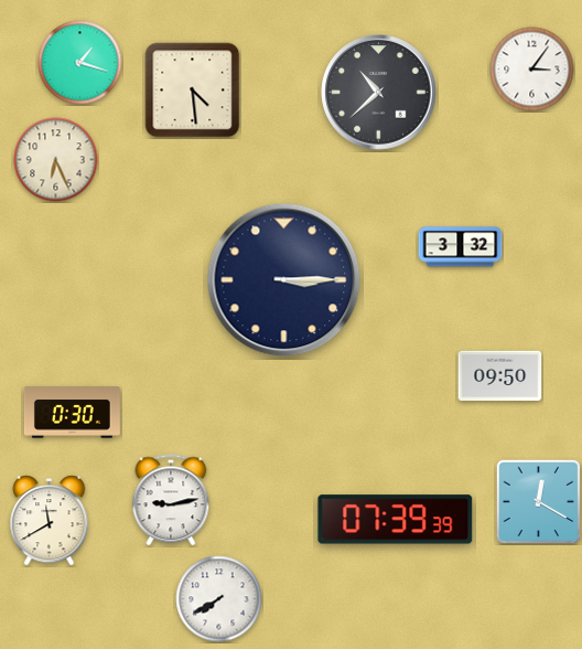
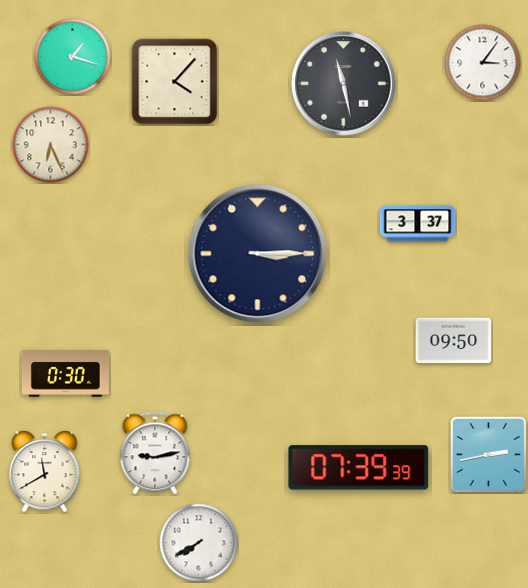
clock at (193, 91): 4:29 -> 4:07
clock at (379, 93): 10:38 -> 11:28
clock at (461, 247): 3:32 -> 3:37
clock at (538, 501): 12:20 -> 2:43
clock at (396, 520) position: (396, 520) -> (359, 468)
